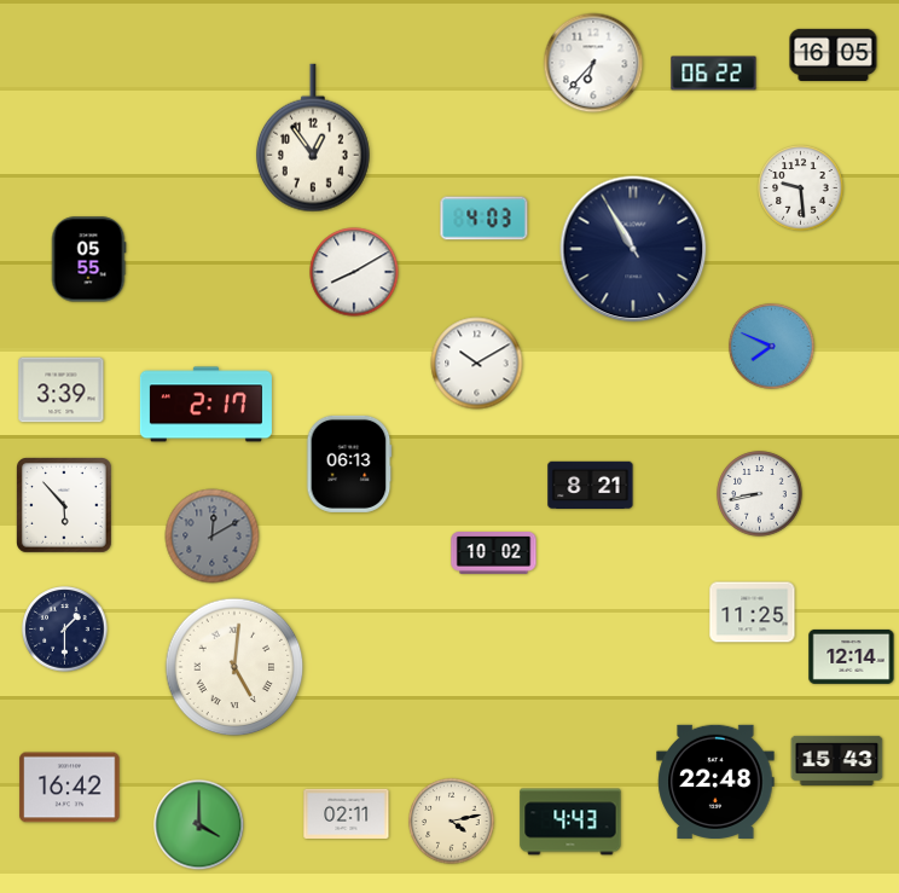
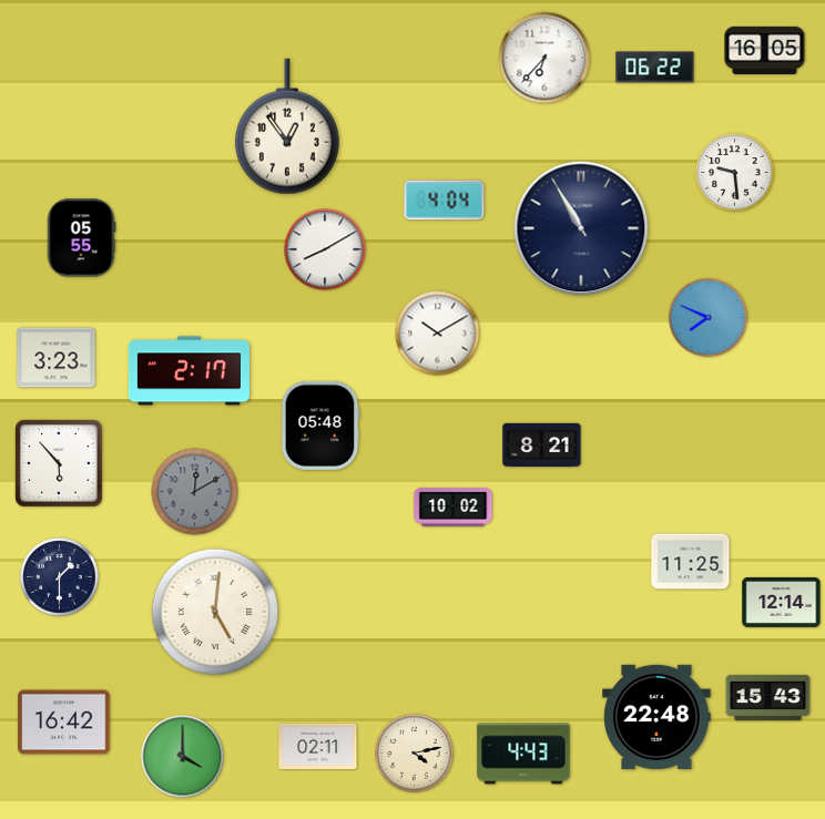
clock at (485, 219): 4:03 -> 4:04
clock at (62, 390): 3:39 -> 3:23
clock at (349, 464): 06:13 -> 05:48
clock at (760, 494): 8:43 -> none
